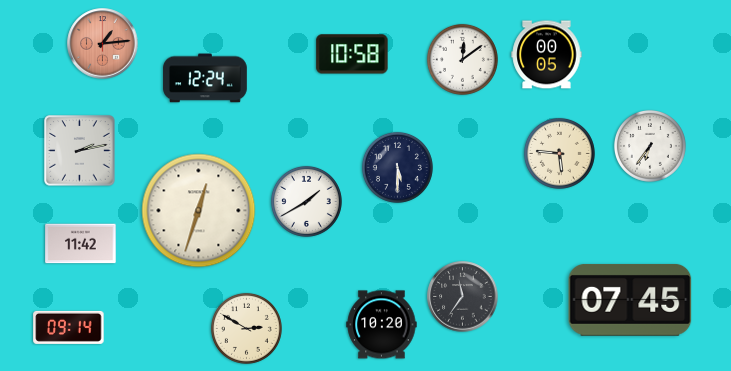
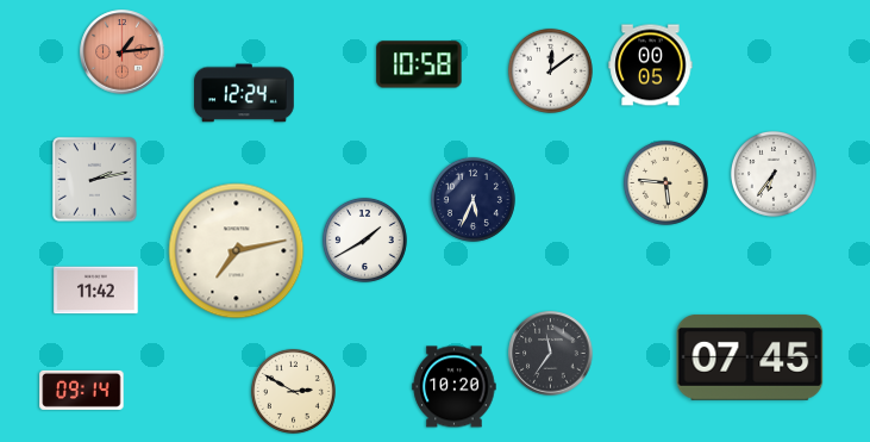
clock at (397, 167): 5:30 -> 5:34
clock at (199, 211): 12:33 -> 7:13
